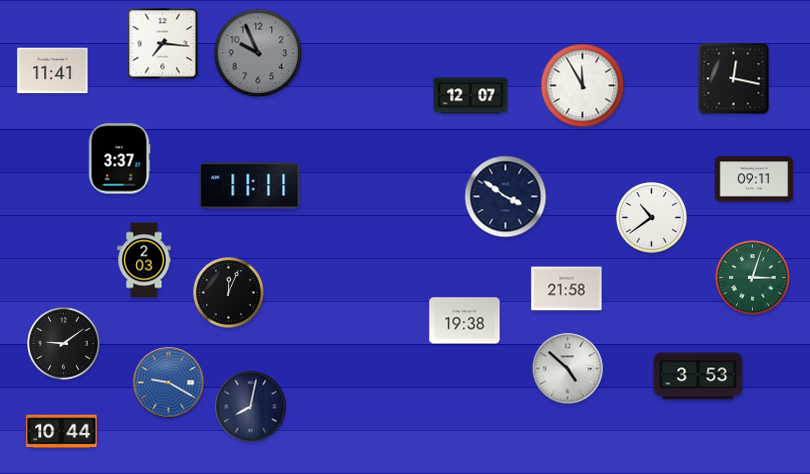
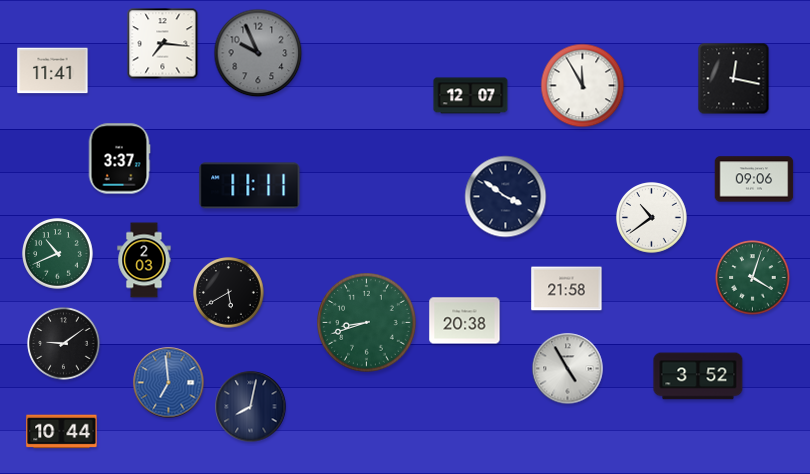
clock at (754, 179): 09:11 -> 09:06
clock at (58, 254): none -> 10:41
clock at (753, 278): 3:03 -> 4:03
clock at (229, 293): 12:04 -> 5:40
clock at (465, 321): 19:38 -> 20:38
clock at (367, 323): none -> 8:42
clock at (568, 369): 4:52 -> 4:55
clock at (698, 376): 3:53 -> 3:52
clock at (169, 383): 9:20 -> 6:59
